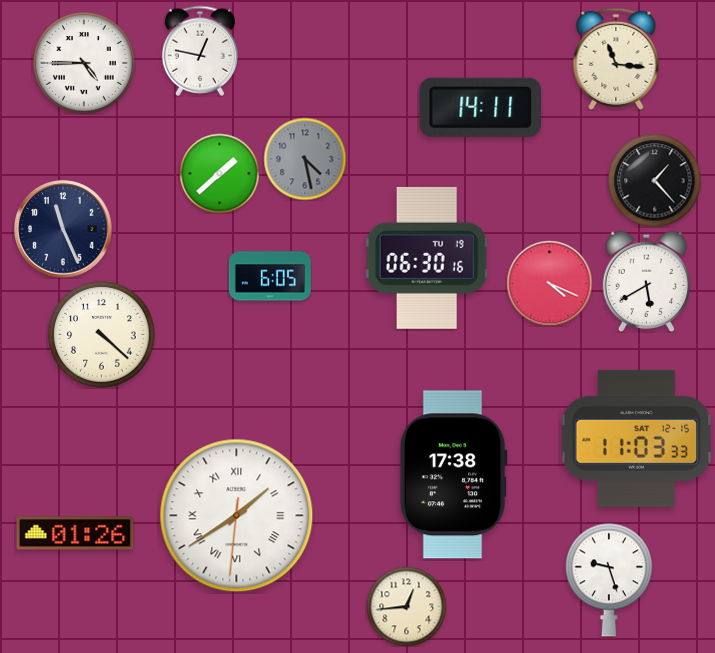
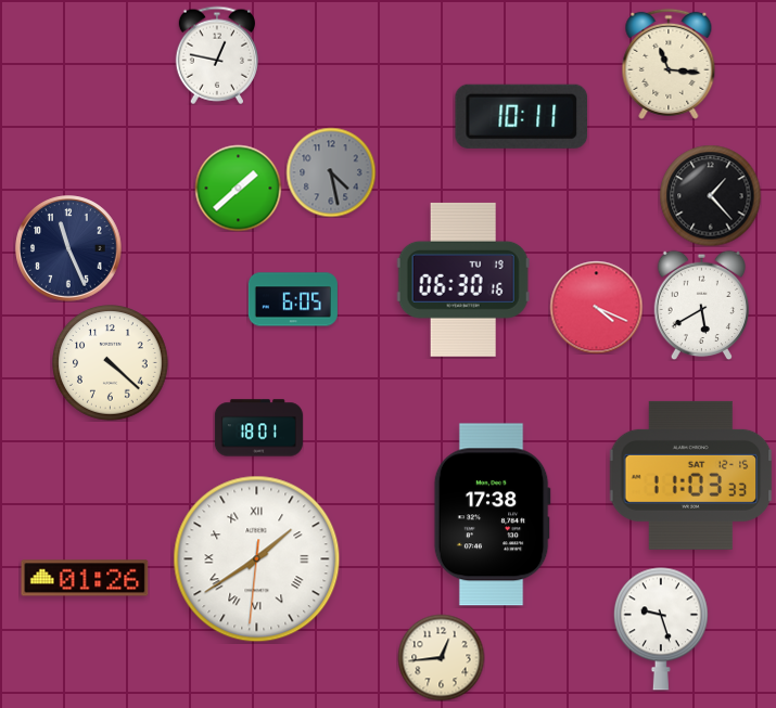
clock at (84, 63): 4:45 -> none
clock at (481, 107): 14:11 -> 10:11
clock at (258, 428): none -> 18:01
clock at (75, 533) position: (75, 533) -> (85, 578)
